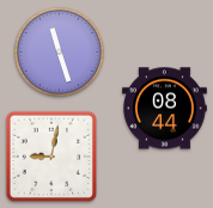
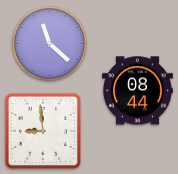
clock at (59, 51): 11:27 -> 11:22
clock at (51, 157): 9:02 -> 8:59
